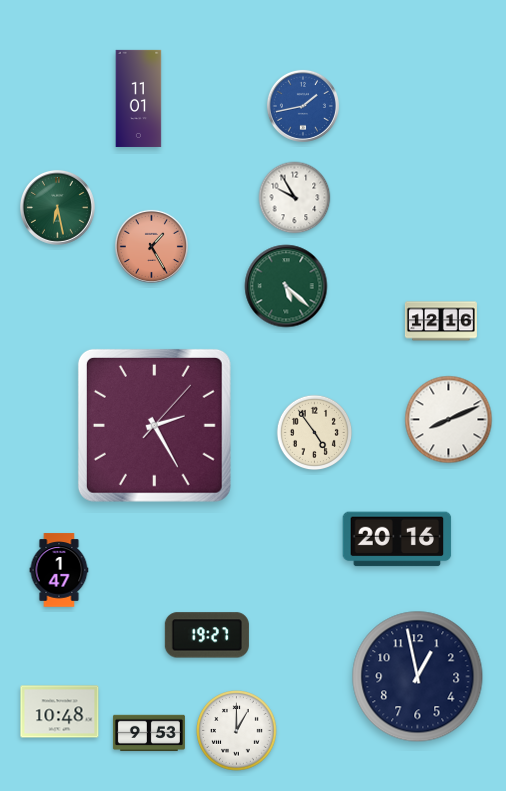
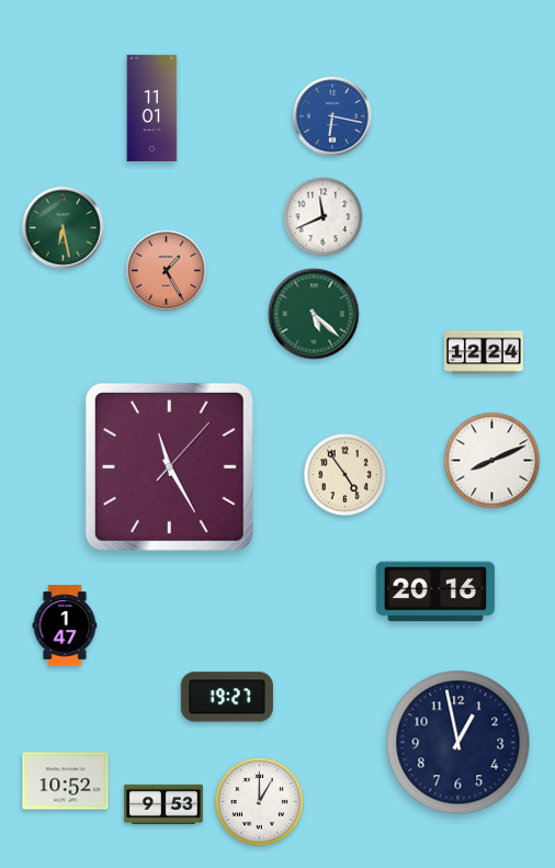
clock at (303, 106): 1:43 -> 6:17
clock at (295, 198): 9:55 -> 11:41
clock at (441, 321): 12:16 -> 12:24
clock at (154, 425): 2:25 -> 11:25
clock at (60, 712): 10:48 -> 10:52
